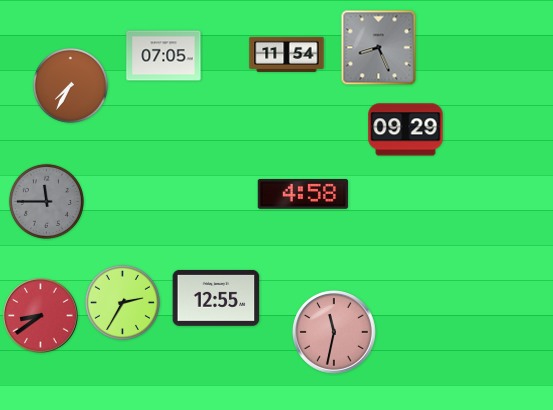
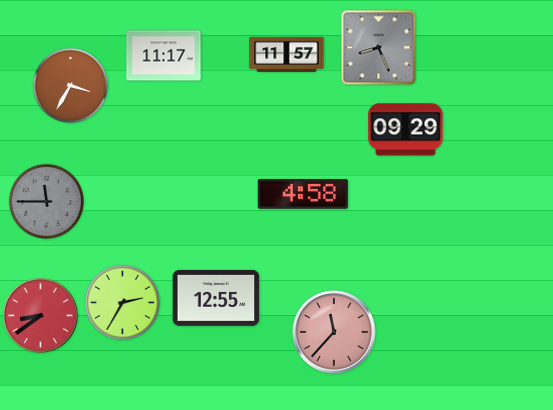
clock at (287, 54): 11:54 -> 11:57
clock at (164, 56): 07:05 -> 11:17
clock at (70, 85): 7:35 -> 3:35
clock at (335, 333): 11:32 -> 11:37
